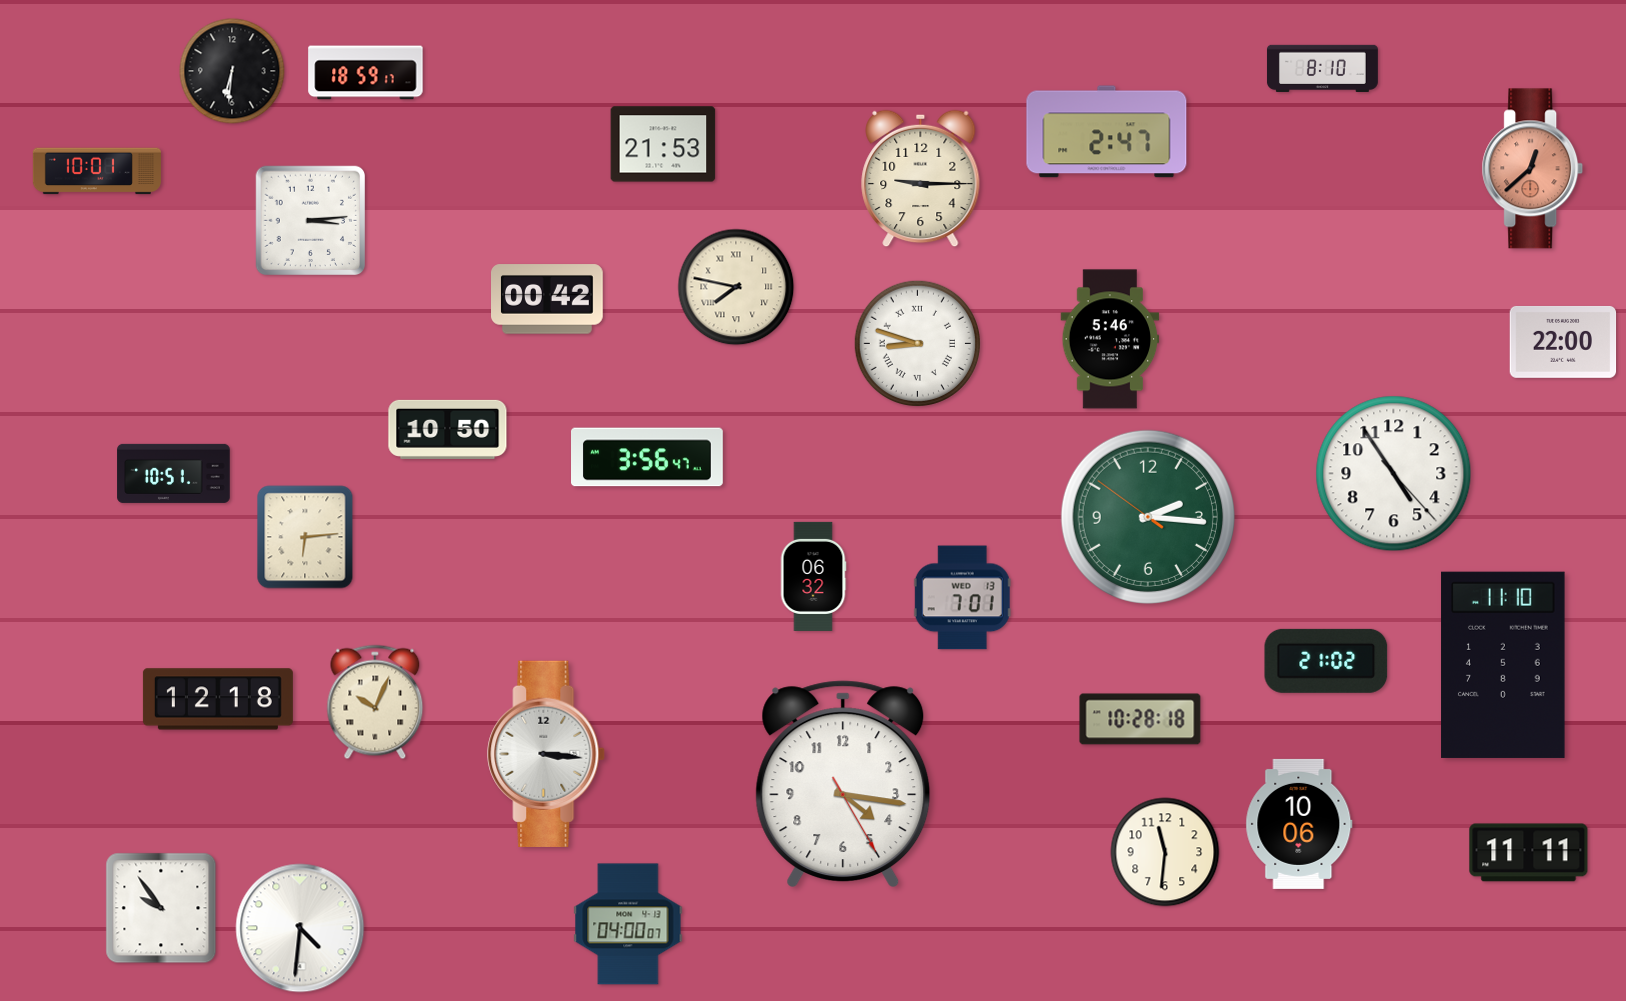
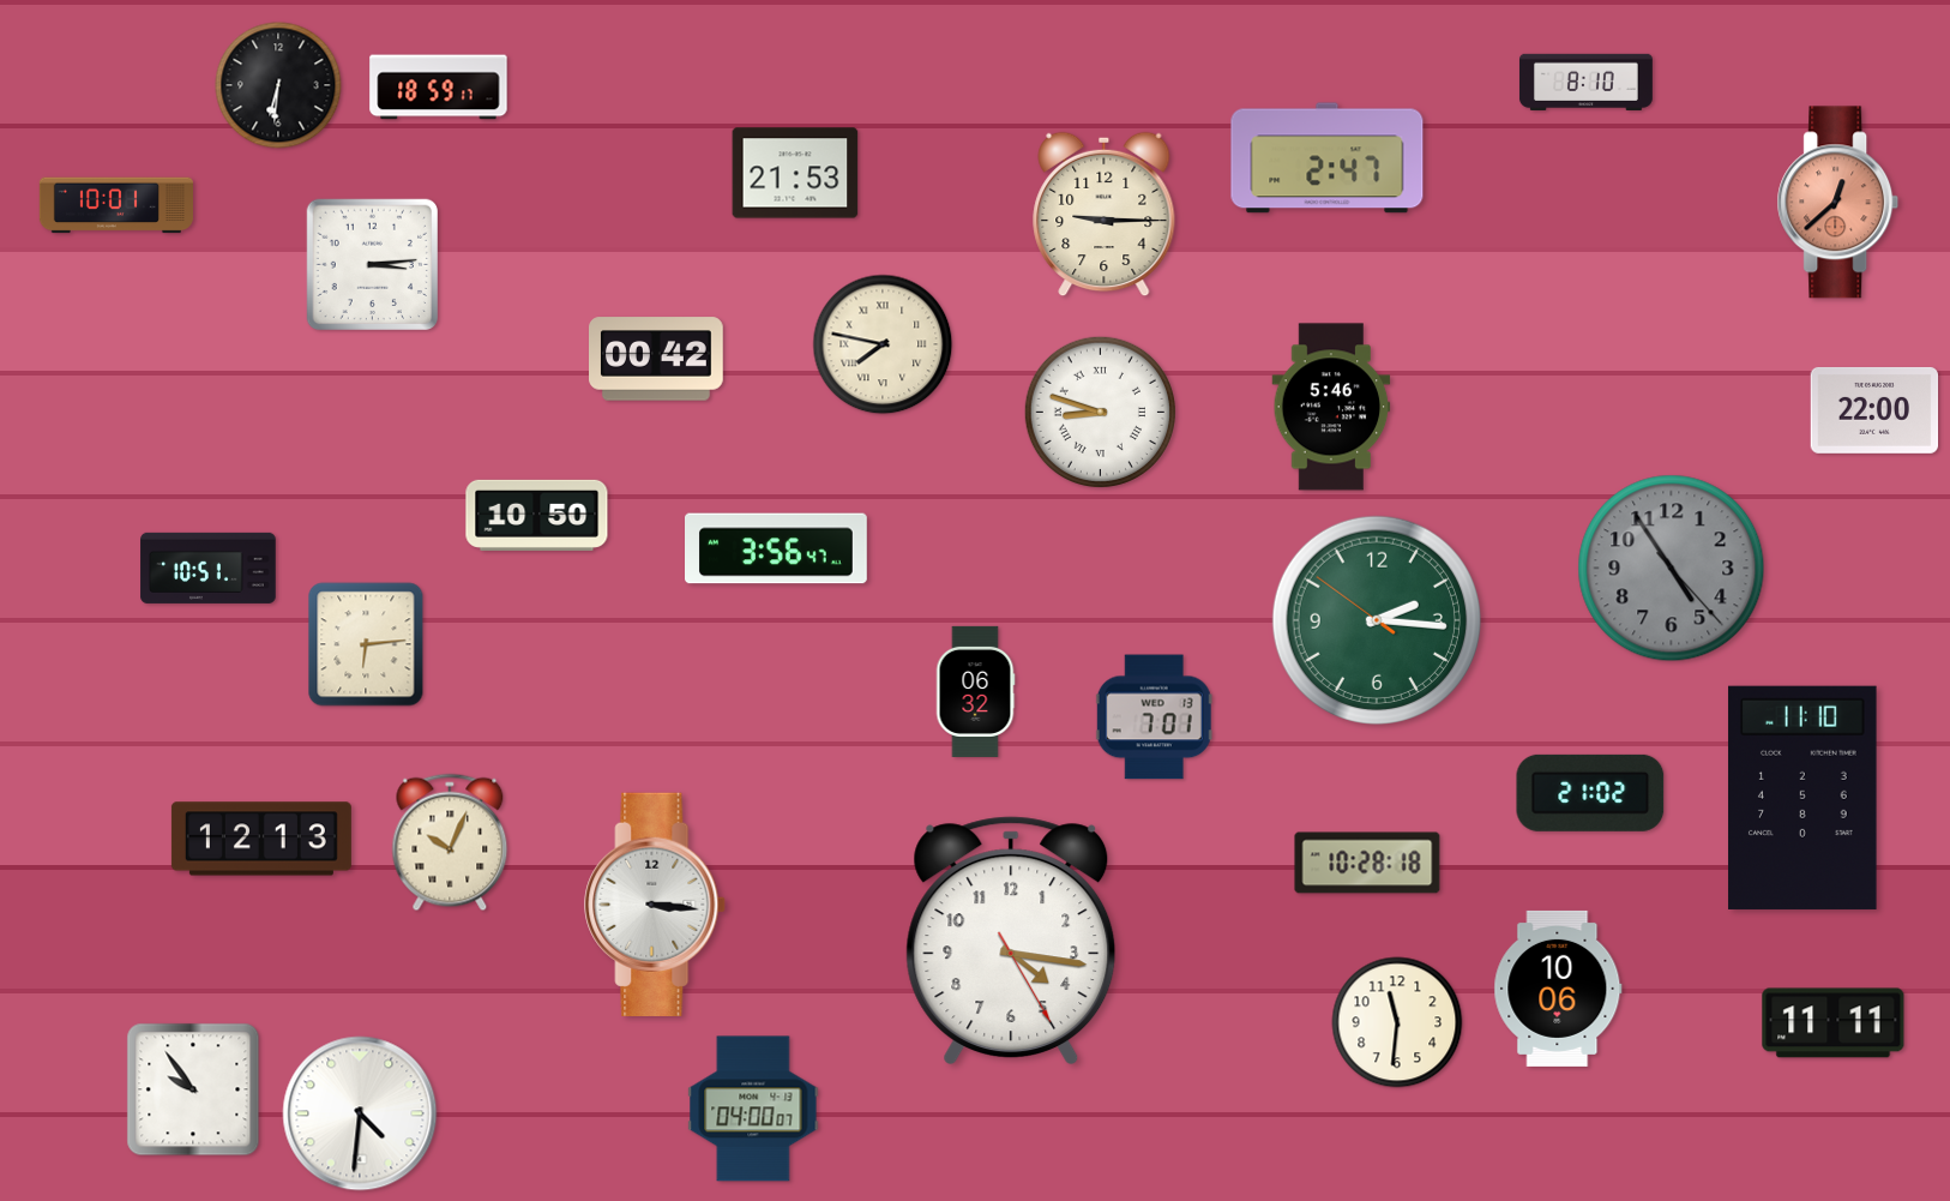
clock at (1394, 474) dial: white -> grey
clock at (218, 699): 12:18 -> 12:13
